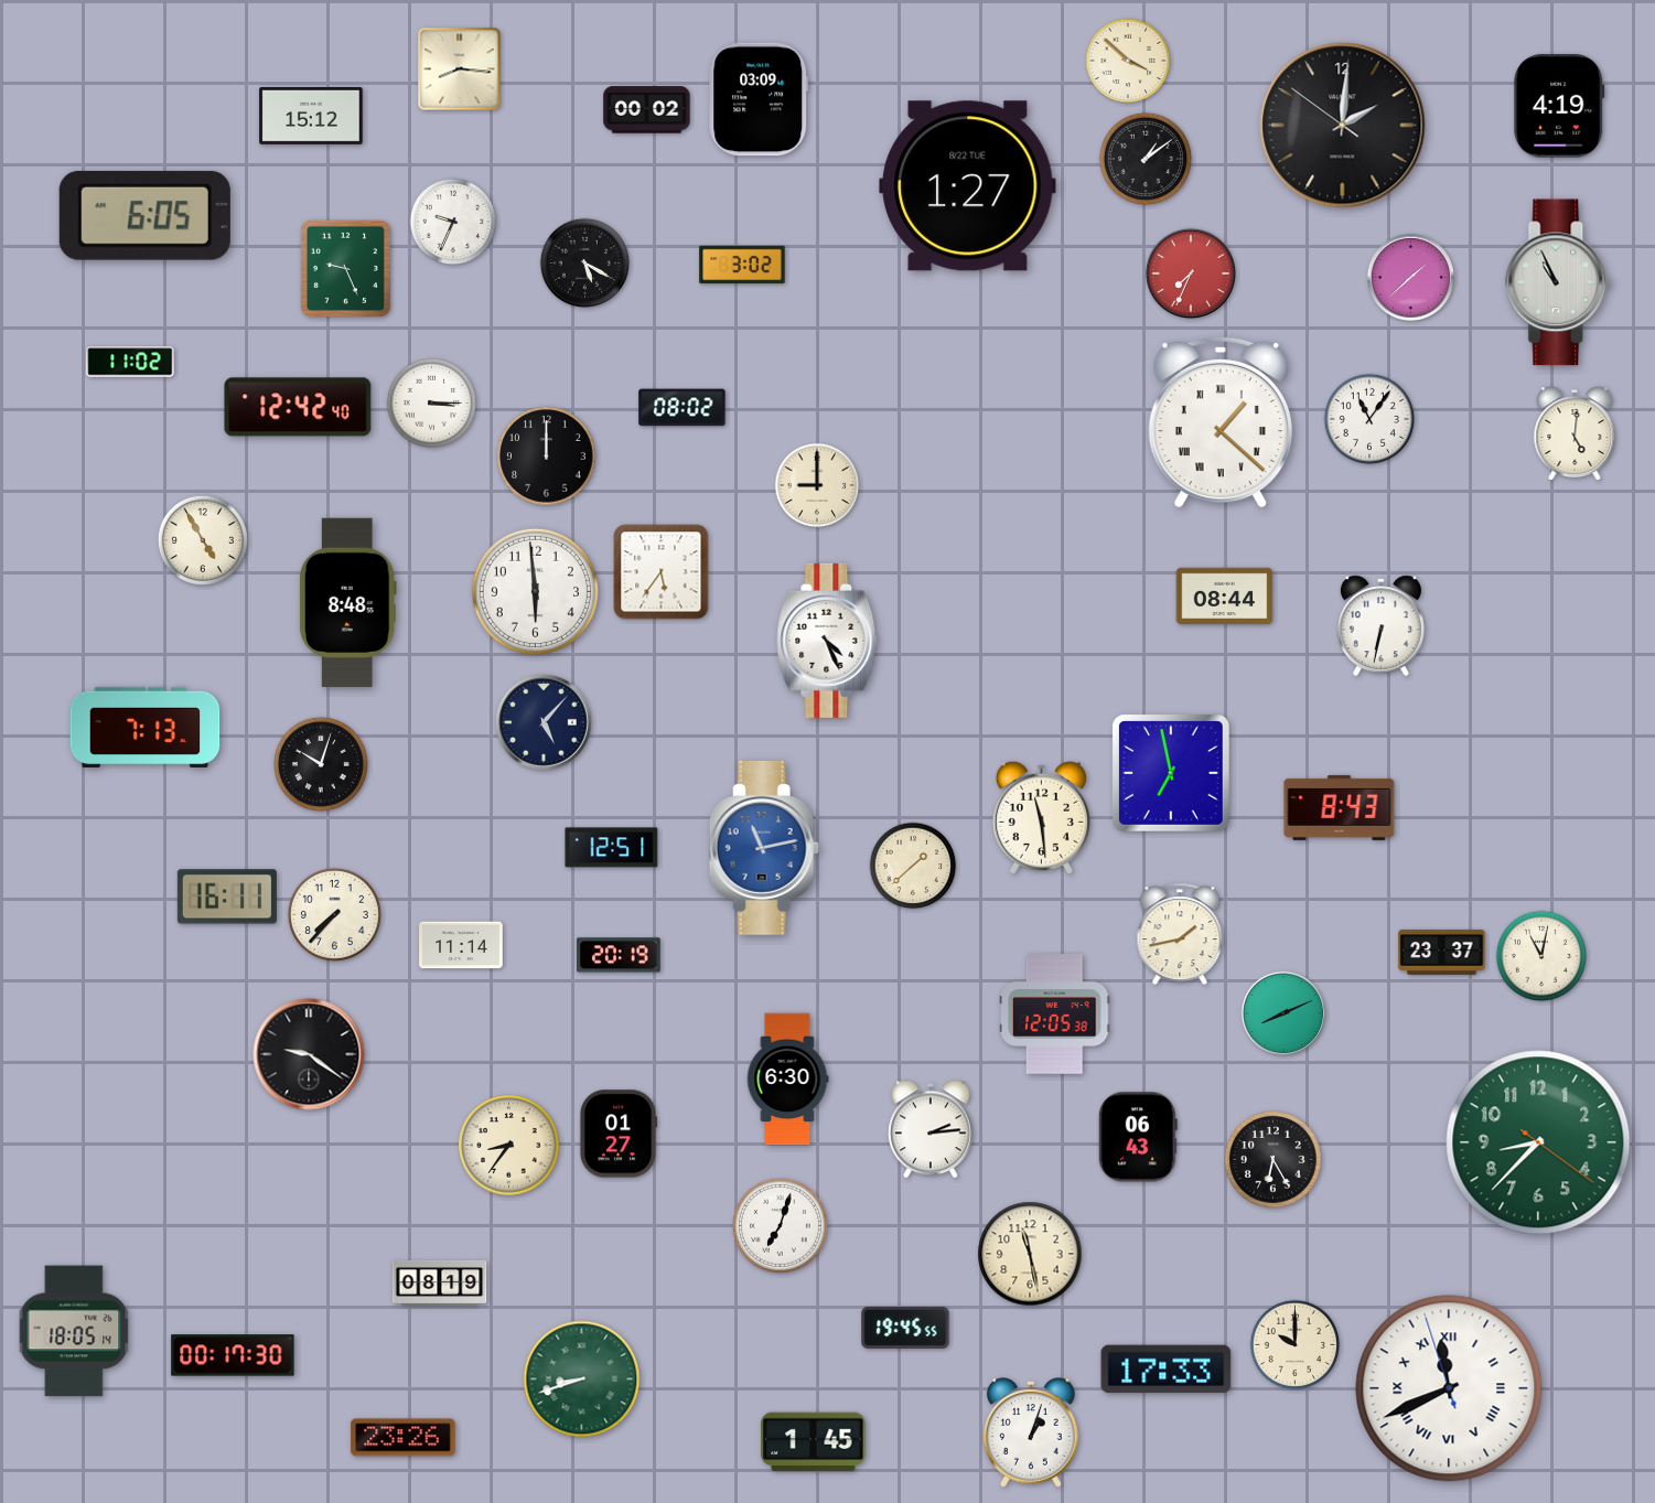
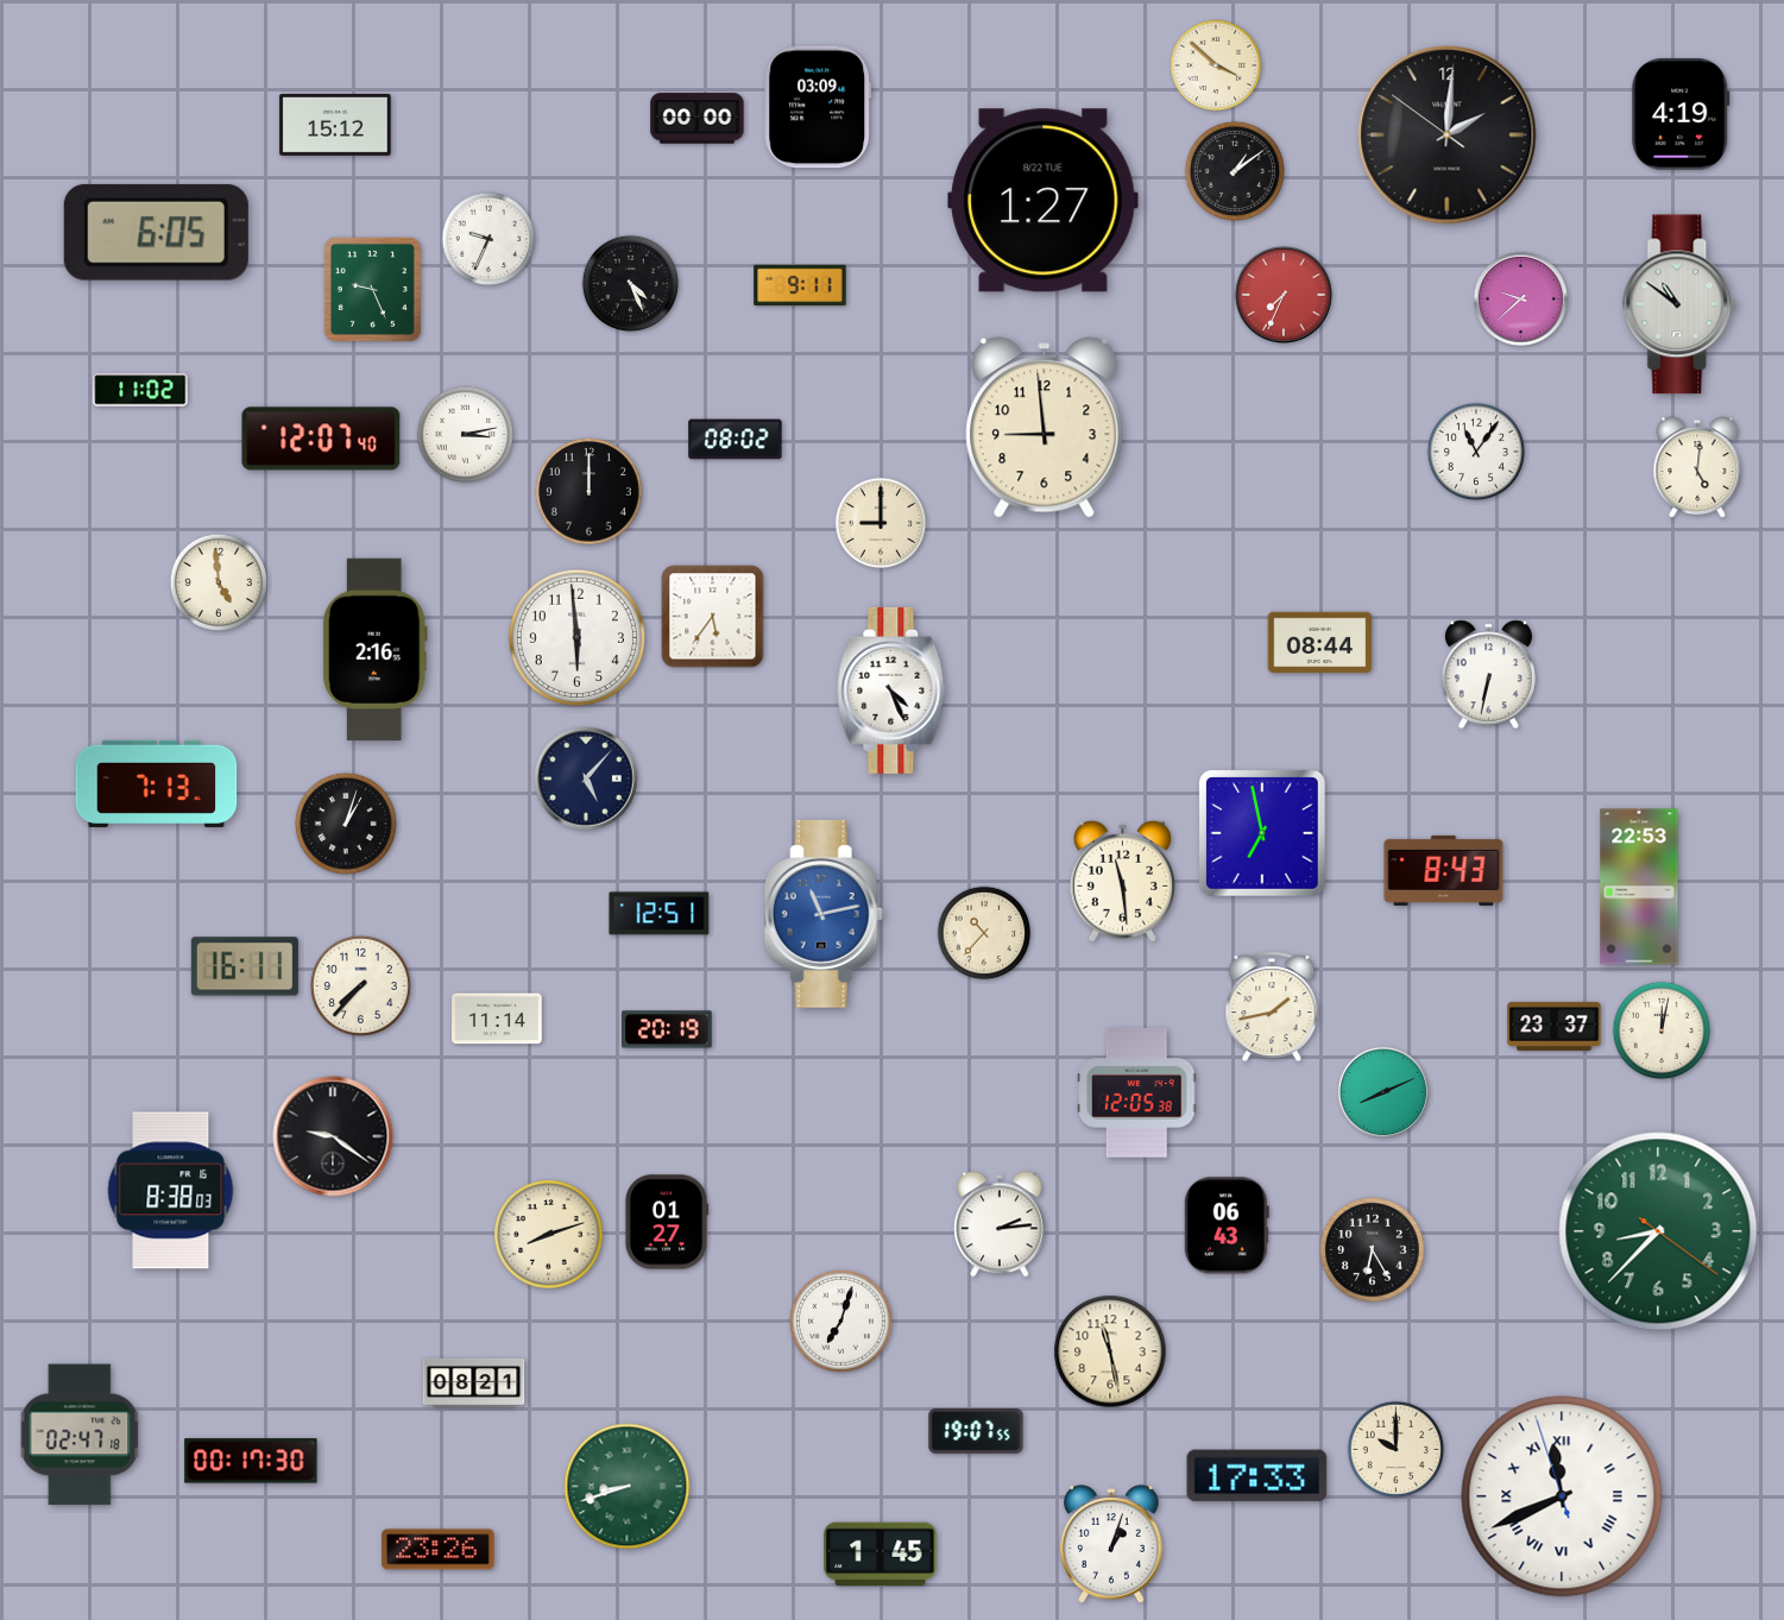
clock at (460, 69): 8:16 -> none
clock at (647, 110): 00:02 -> 00:00
clock at (585, 264): 5:20 -> 4:26
clock at (742, 265): 3:02 -> 9:11
clock at (1410, 277): 1:38 -> 9:38
clock at (1559, 282): 10:56 -> 10:51
clock at (1045, 428): none -> 8:59
clock at (432, 404): 3:15 -> 3:13
clock at (298, 407): 12:42 -> 12:07
clock at (1221, 422): 1:22 -> none
clock at (202, 539): 4:55 -> 4:59
clock at (347, 603): 8:48 -> 2:16
clock at (321, 764): 10:03 -> 1:03
clock at (1639, 887): none -> 22:53
clock at (913, 866): 1:38 -> 10:37
clock at (1540, 955): 11:02 -> 12:02
clock at (787, 1080): 6:30 -> none
clock at (171, 1191): none -> 8:38
clock at (931, 1129) position: (931, 1129) -> (1000, 1224)
clock at (509, 1146): 8:36 -> 8:12
clock at (440, 1282): 08:19 -> 08:21
clock at (905, 1328): 19:45 -> 19:07
clock at (74, 1331): 18:05 -> 02:47
clock at (404, 1438) position: (404, 1438) -> (439, 1550)
clock at (814, 1442) position: (814, 1442) -> (881, 1555)
